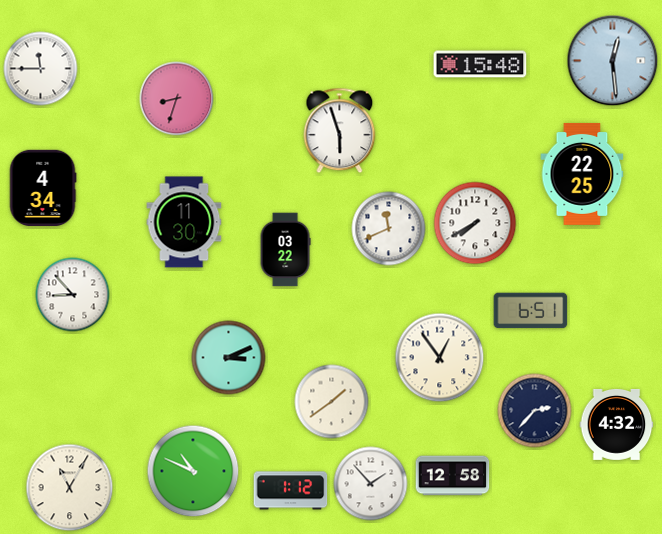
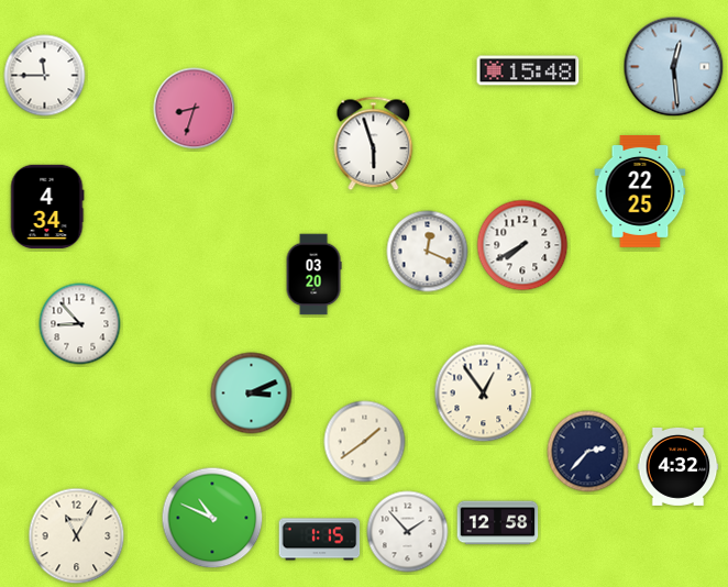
clock at (184, 222): 11:30 -> none
clock at (389, 229): 11:41 -> 12:19
clock at (285, 250): 03:22 -> 03:20
clock at (531, 311): 6:51 -> none
clock at (291, 491): 1:12 -> 1:15
